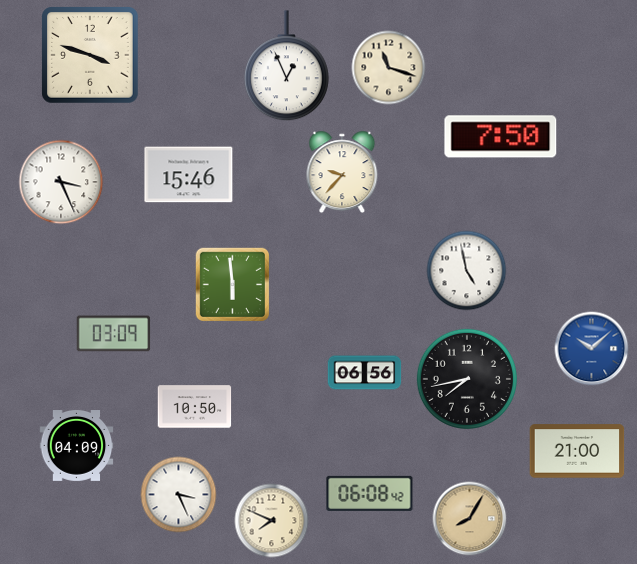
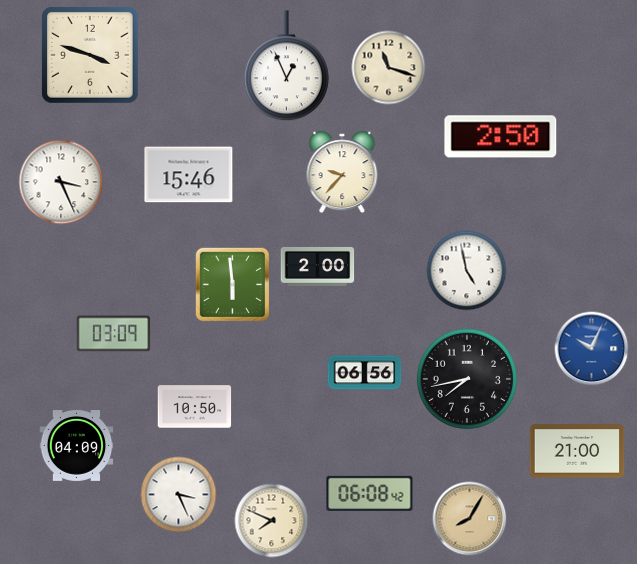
clock at (501, 137): 7:50 -> 2:50
clock at (318, 267): none -> 2:00
clock at (592, 349): 10:08 -> 10:04
